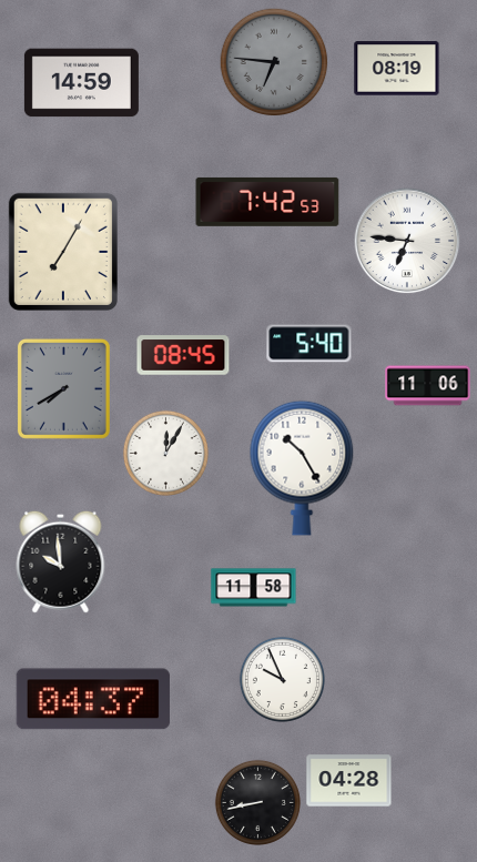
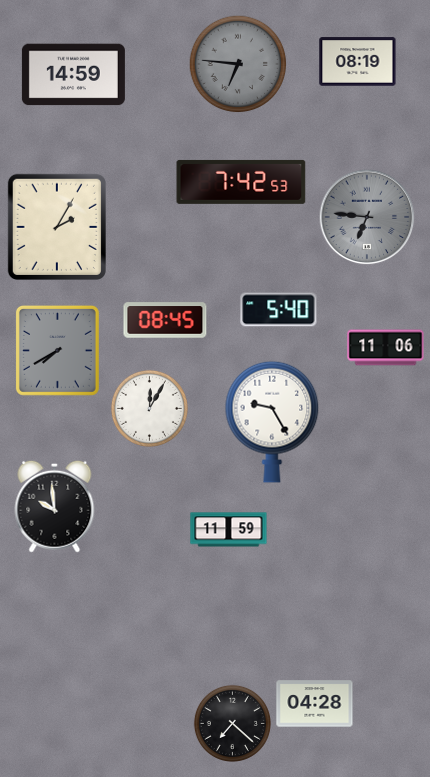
clock at (274, 62) position: (274, 62) -> (238, 64)
clock at (407, 241) dial: white -> grey
clock at (63, 252): 7:05 -> 2:05
clock at (302, 468): 10:25 -> 9:25
clock at (254, 588): 11:58 -> 11:59
clock at (282, 679): 9:56 -> none
clock at (93, 699): 04:37 -> none
clock at (257, 802): 8:43 -> 7:22
